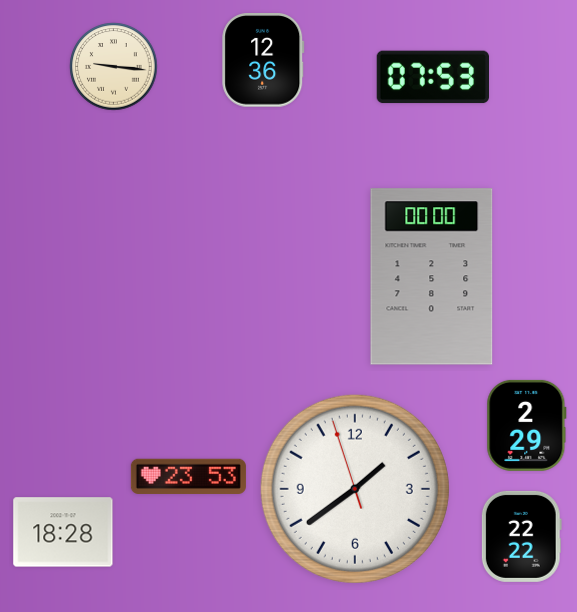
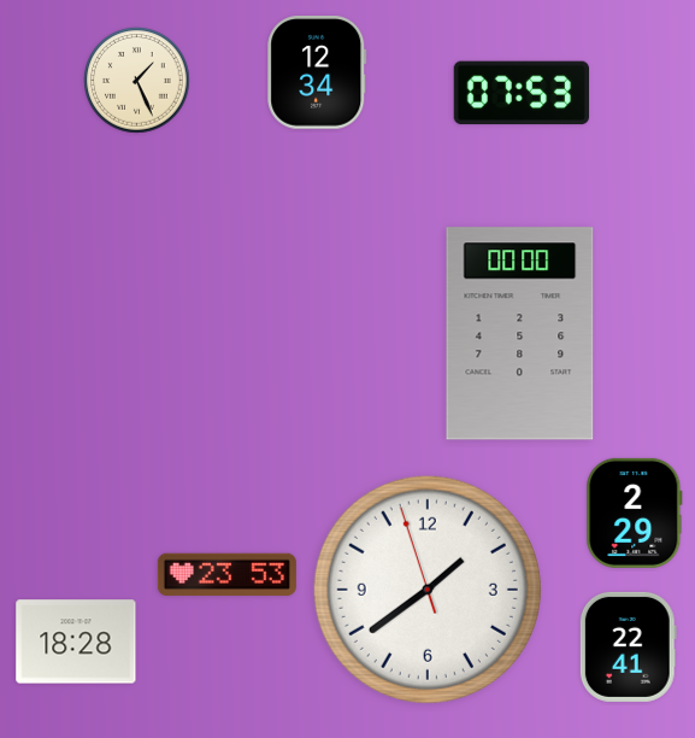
clock at (263, 61): 12:36 -> 12:34
clock at (114, 67): 9:16 -> 1:26
clock at (521, 536): 22:22 -> 22:41
